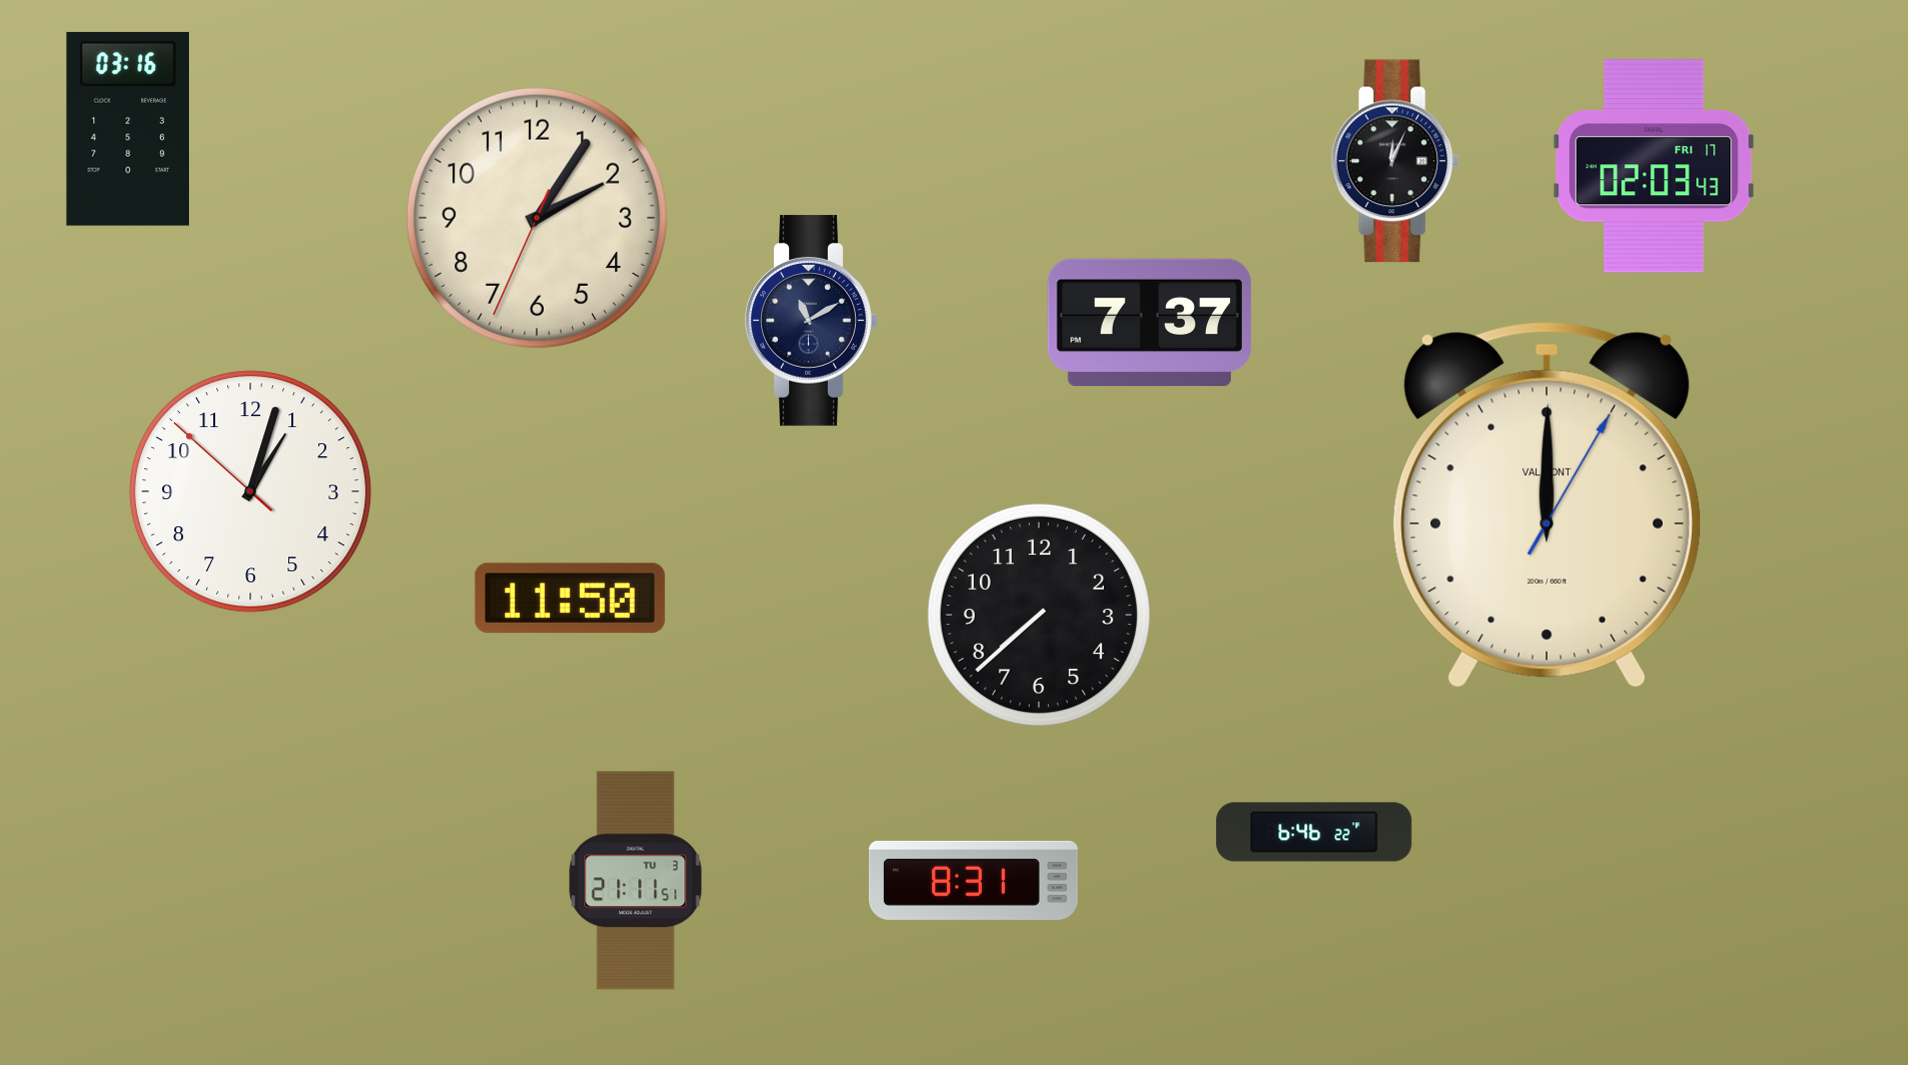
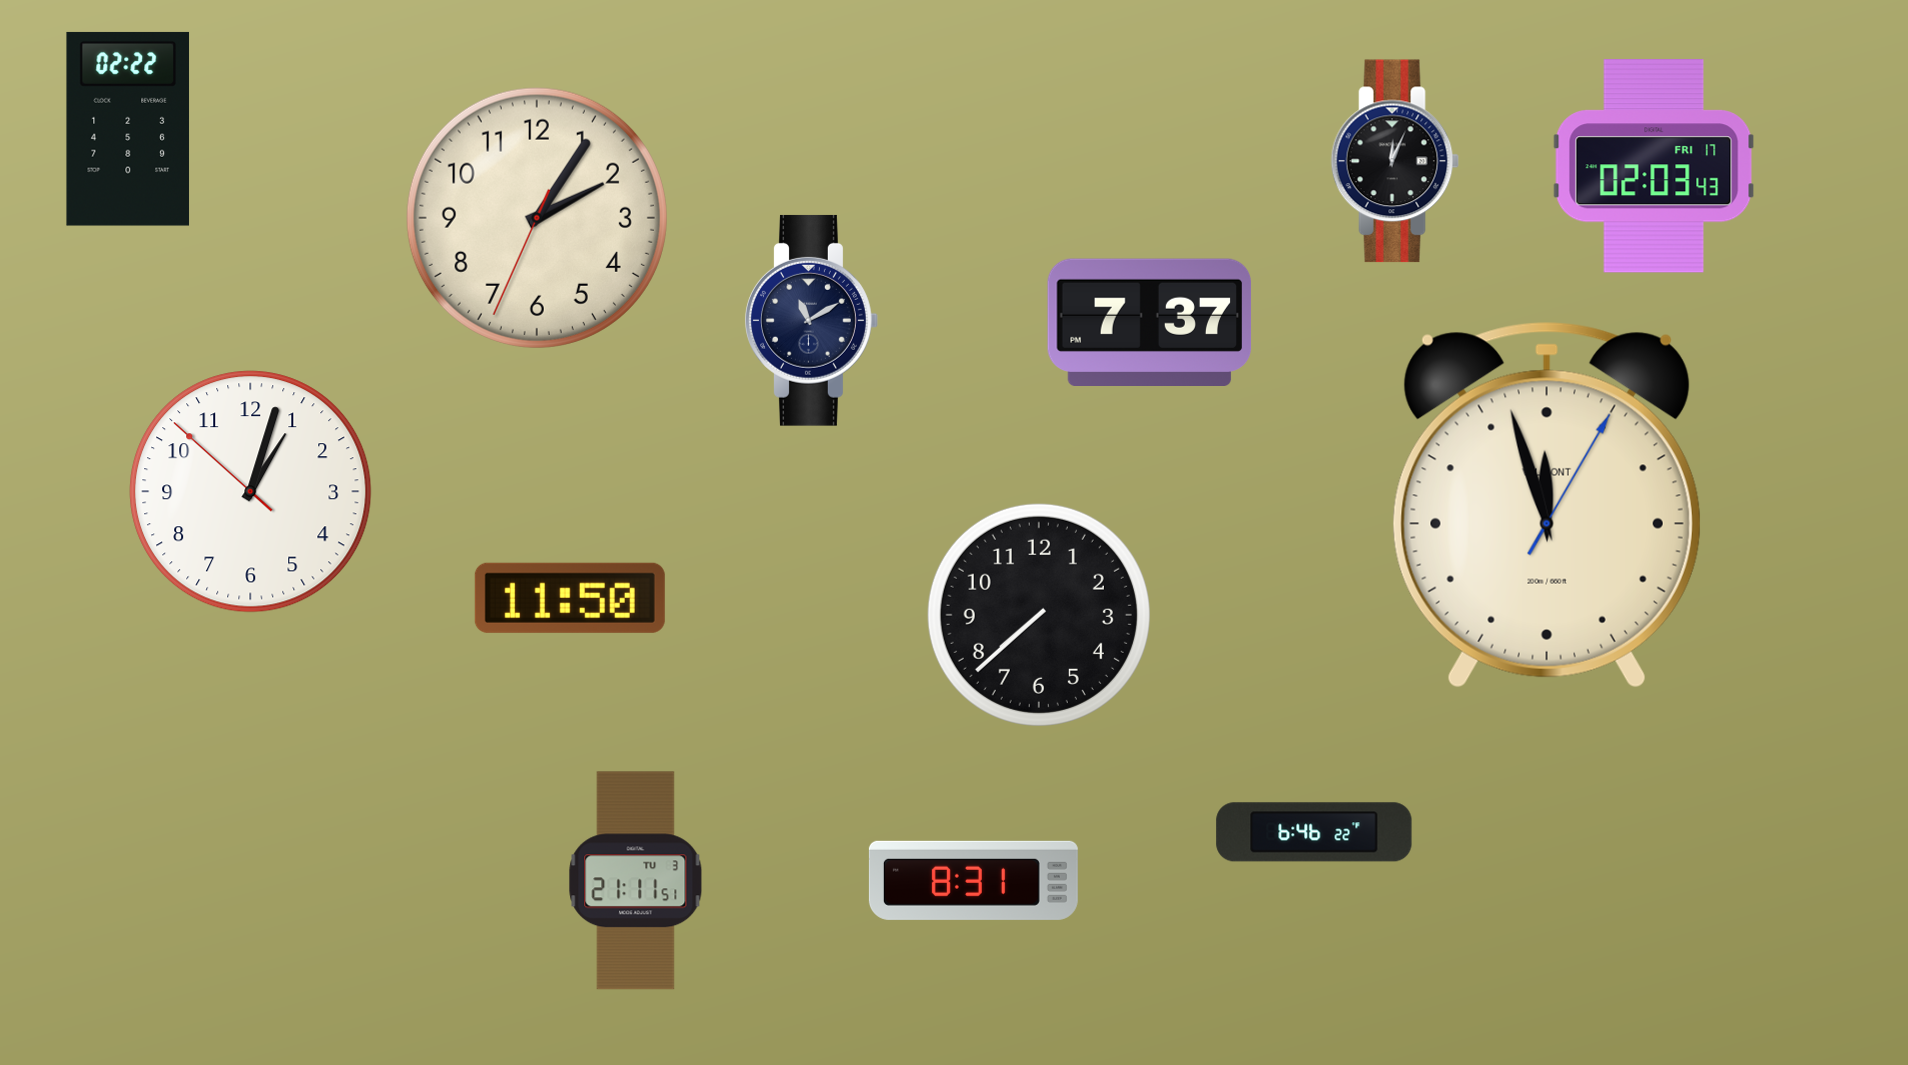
clock at (128, 129): 03:16 -> 02:22
clock at (1547, 505): 12:00 -> 11:57
